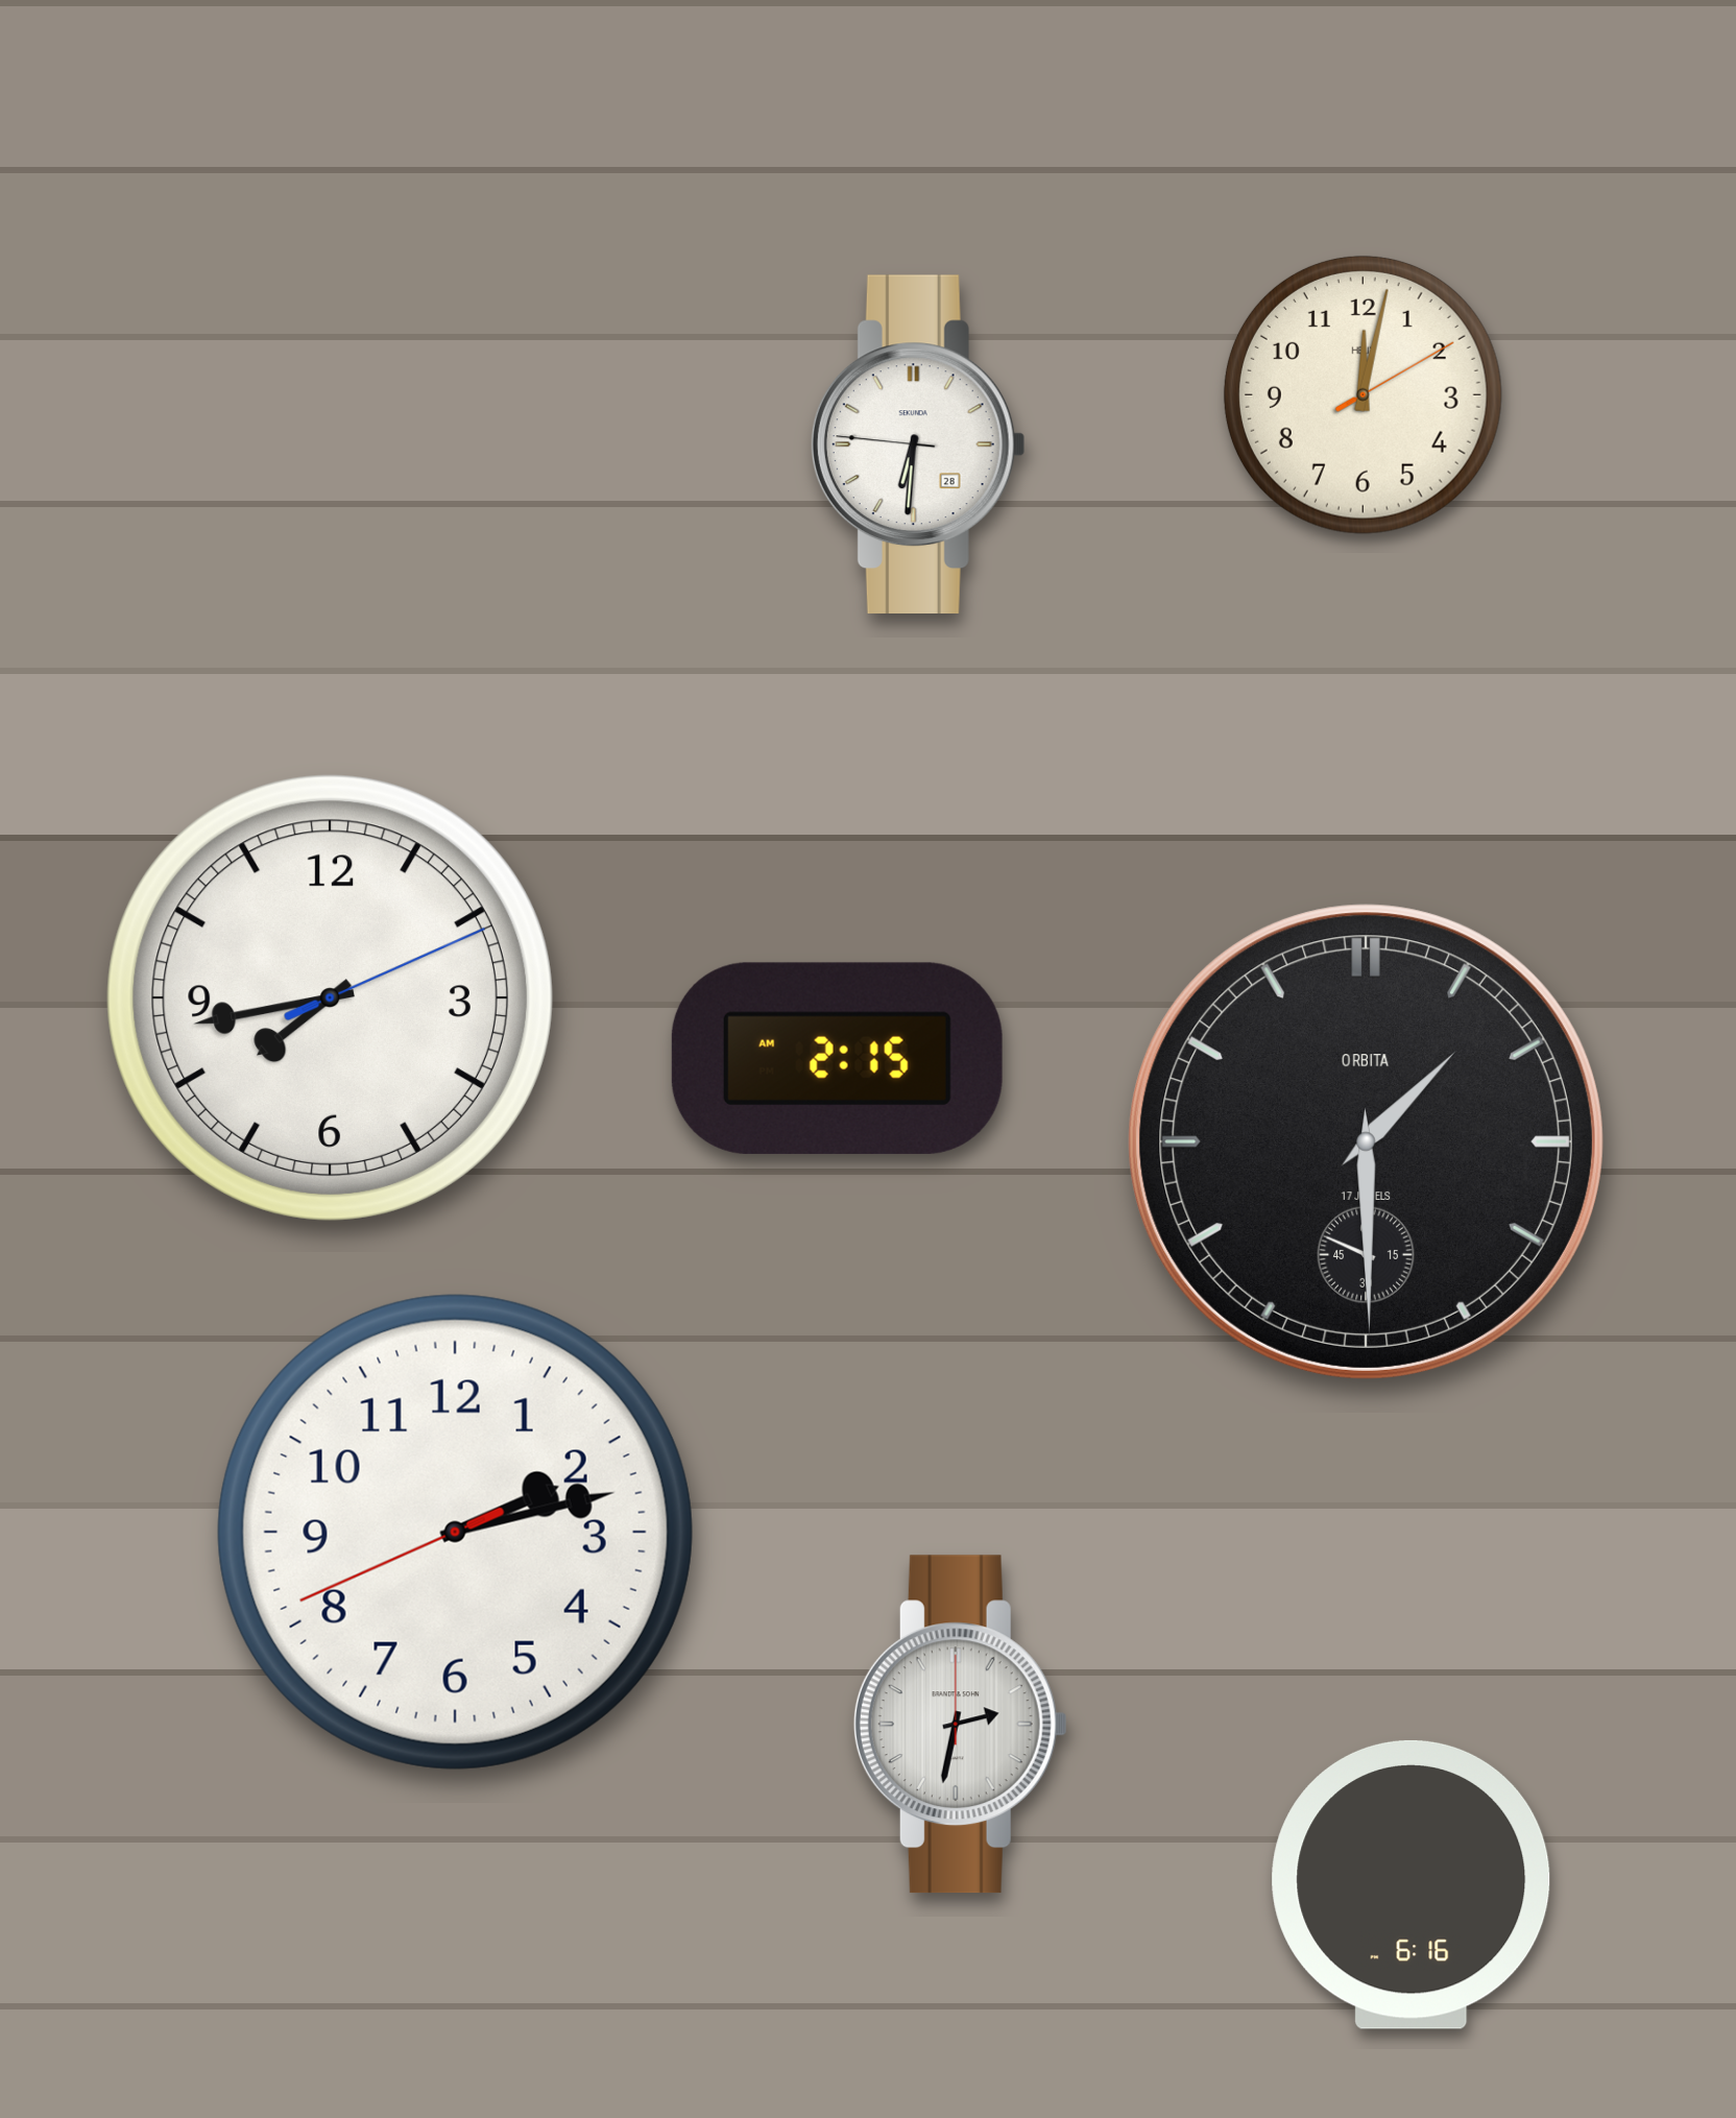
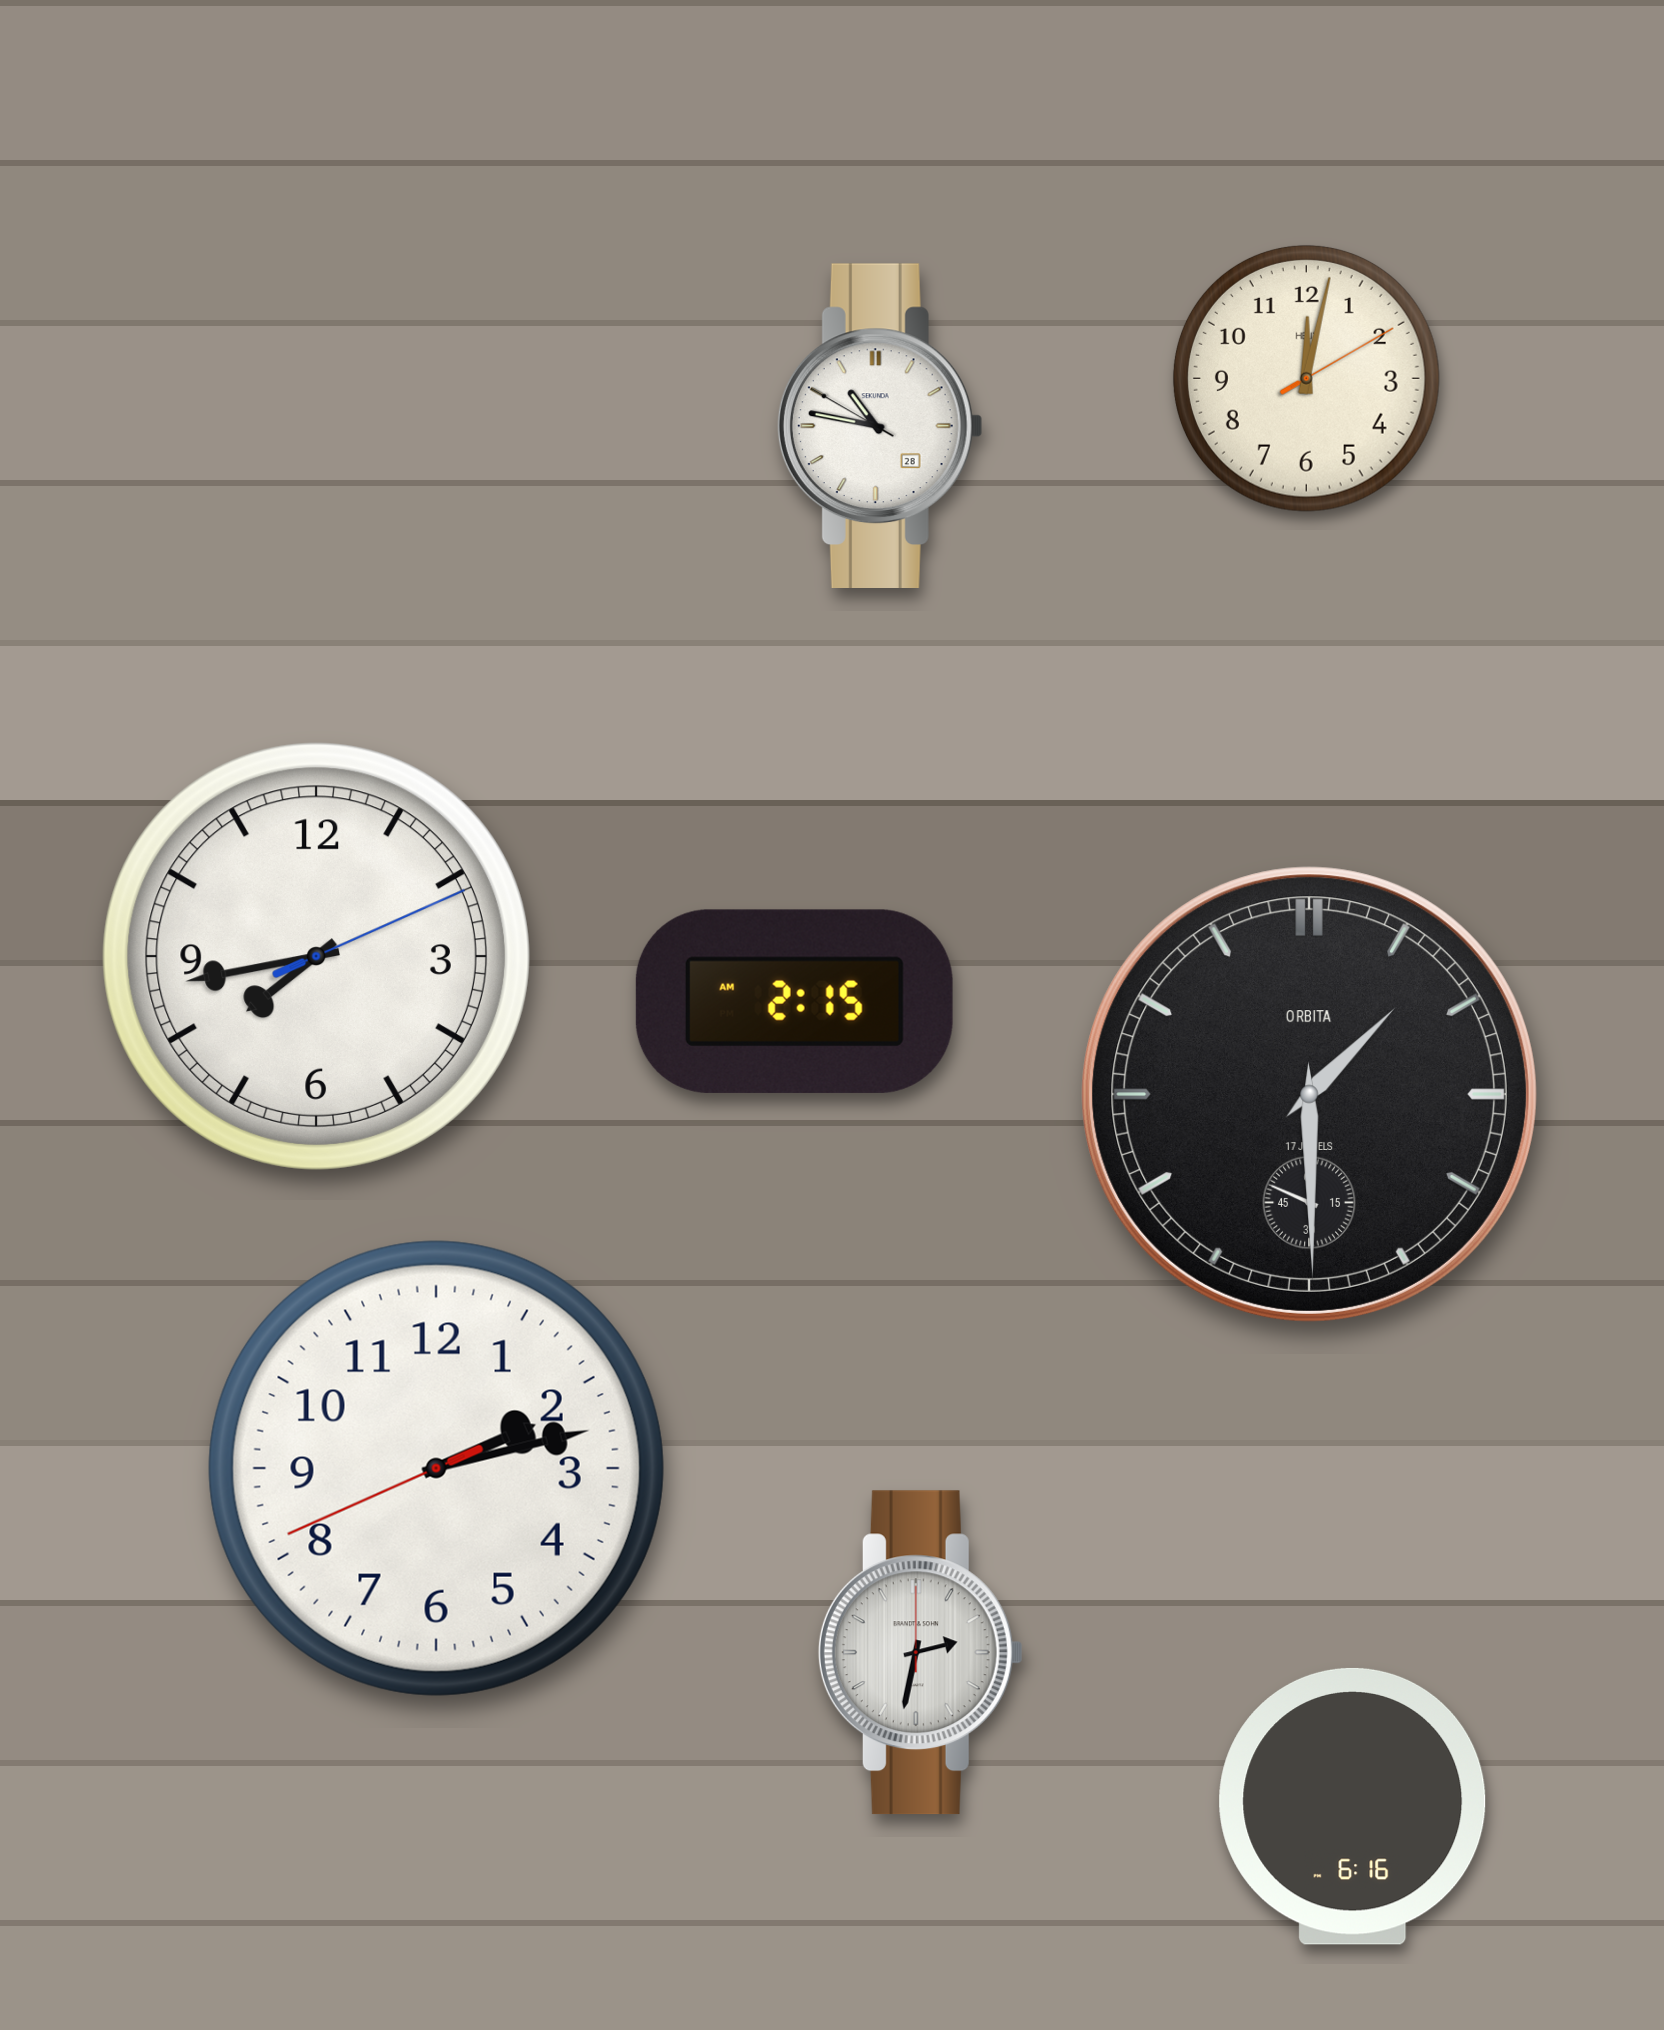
clock at (918, 443): 6:30 -> 10:46
clock at (837, 1058) position: (837, 1058) -> (794, 1001)
